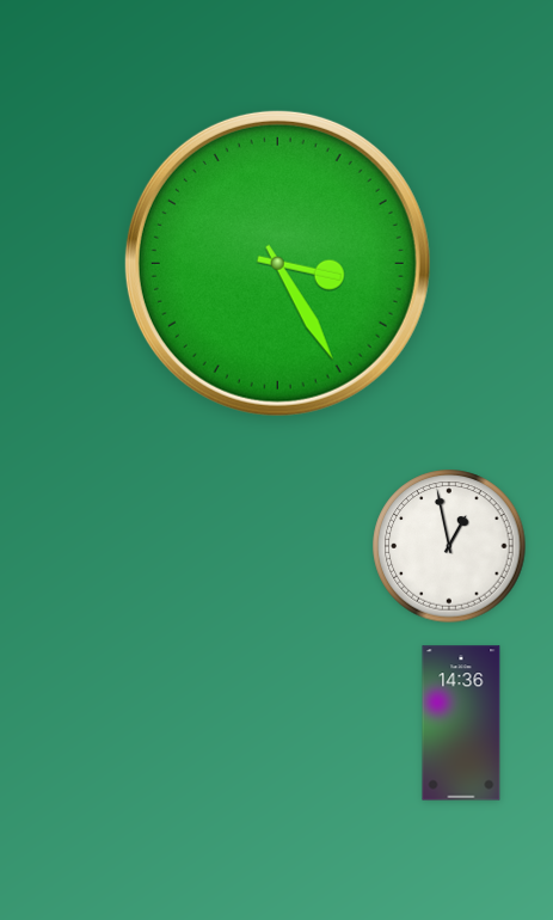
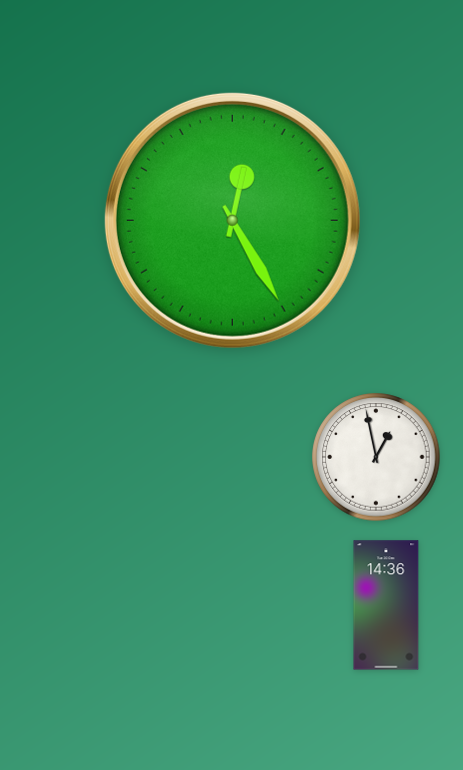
clock at (277, 263): 3:25 -> 12:25
